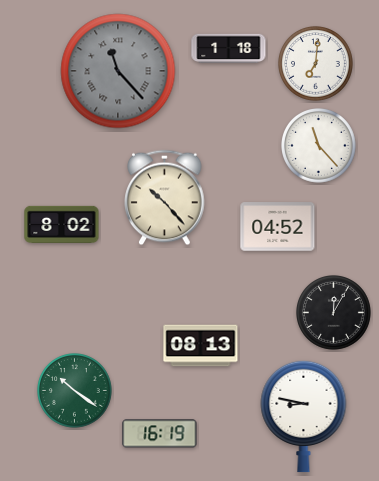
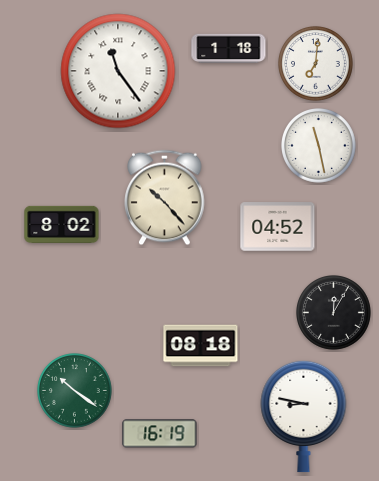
clock at (118, 71): 11:23 -> 11:24
clock at (118, 71) dial: grey -> white
clock at (319, 146): 11:23 -> 11:28
clock at (201, 346): 08:13 -> 08:18
